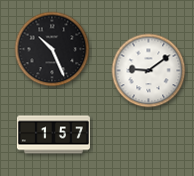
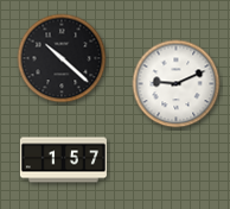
clock at (52, 49): 10:26 -> 10:22
clock at (149, 71): 9:09 -> 9:11
